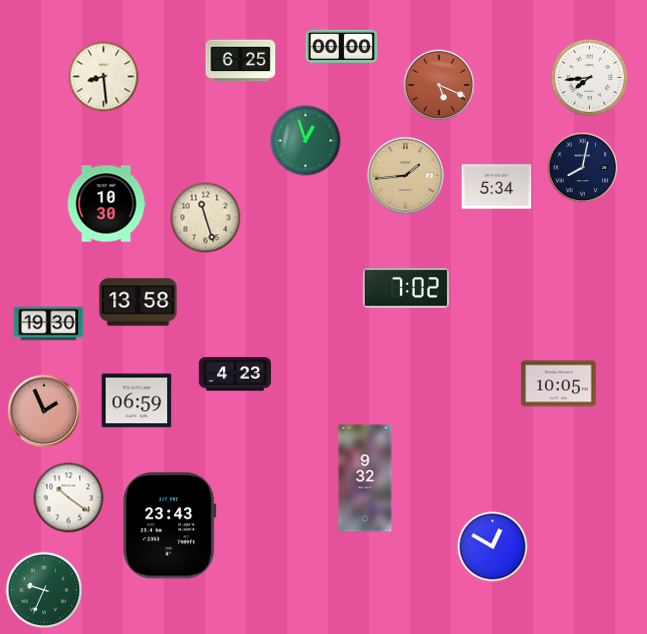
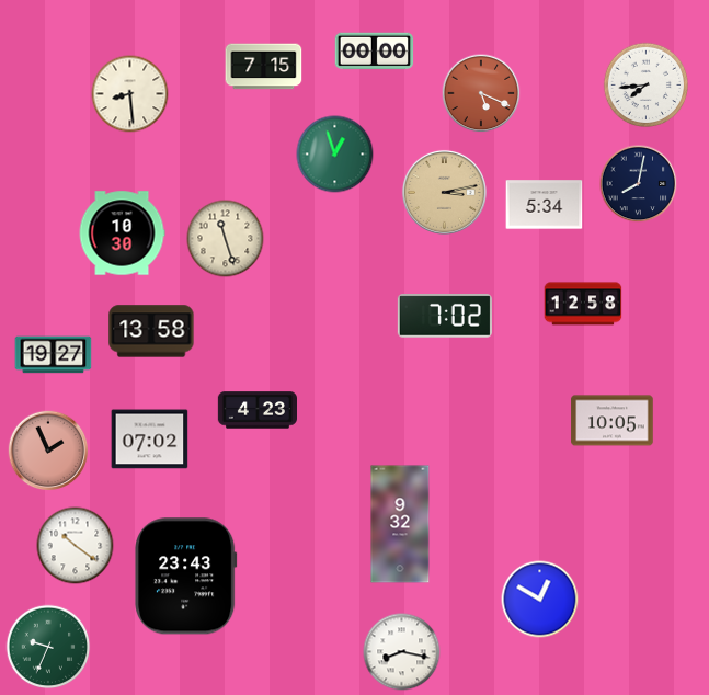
clock at (241, 61): 6:25 -> 7:15
clock at (104, 77) position: (104, 77) -> (130, 94)
clock at (405, 175): 1:44 -> 3:13
clock at (106, 204) position: (106, 204) -> (122, 233)
clock at (583, 304): none -> 12:58
clock at (49, 324): 19:30 -> 19:27
clock at (137, 401): 06:59 -> 07:02
clock at (402, 652): none -> 8:17
